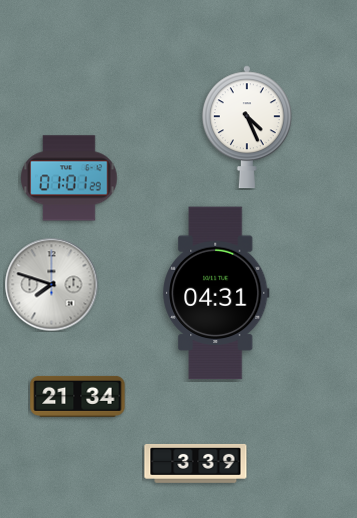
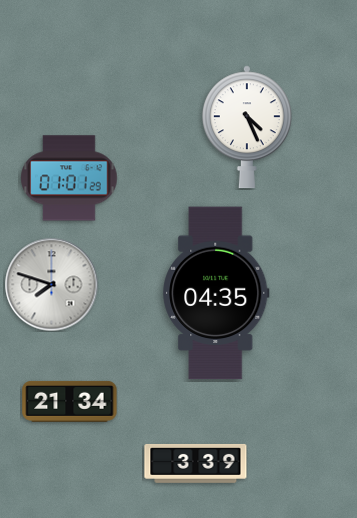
clock at (216, 293): 04:31 -> 04:35
clock at (78, 396) position: (78, 396) -> (70, 401)
